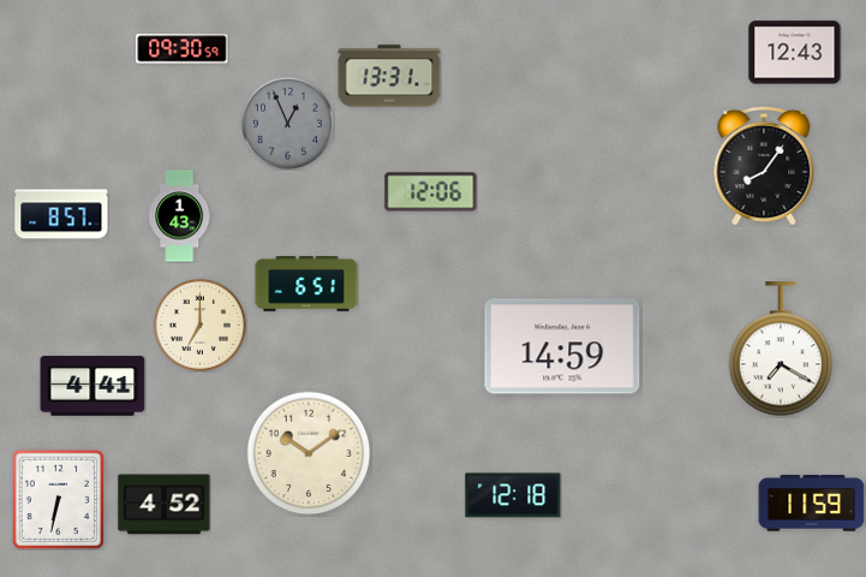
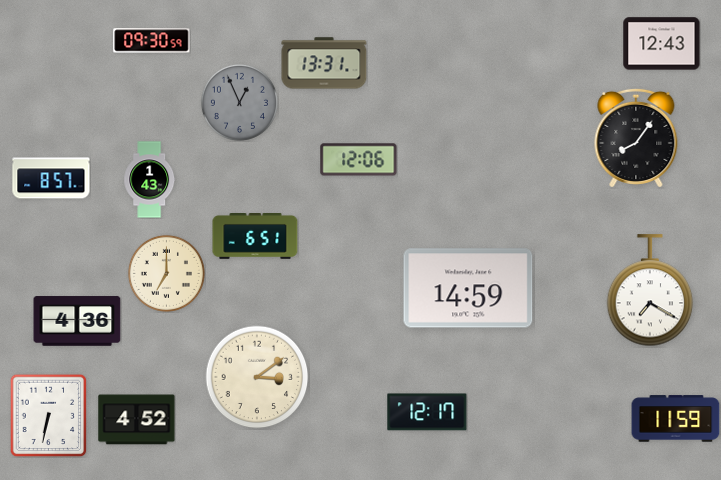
clock at (199, 325) position: (199, 325) -> (166, 273)
clock at (92, 386): 4:41 -> 4:36
clock at (309, 453): 10:09 -> 3:09
clock at (513, 495): 12:18 -> 12:17
